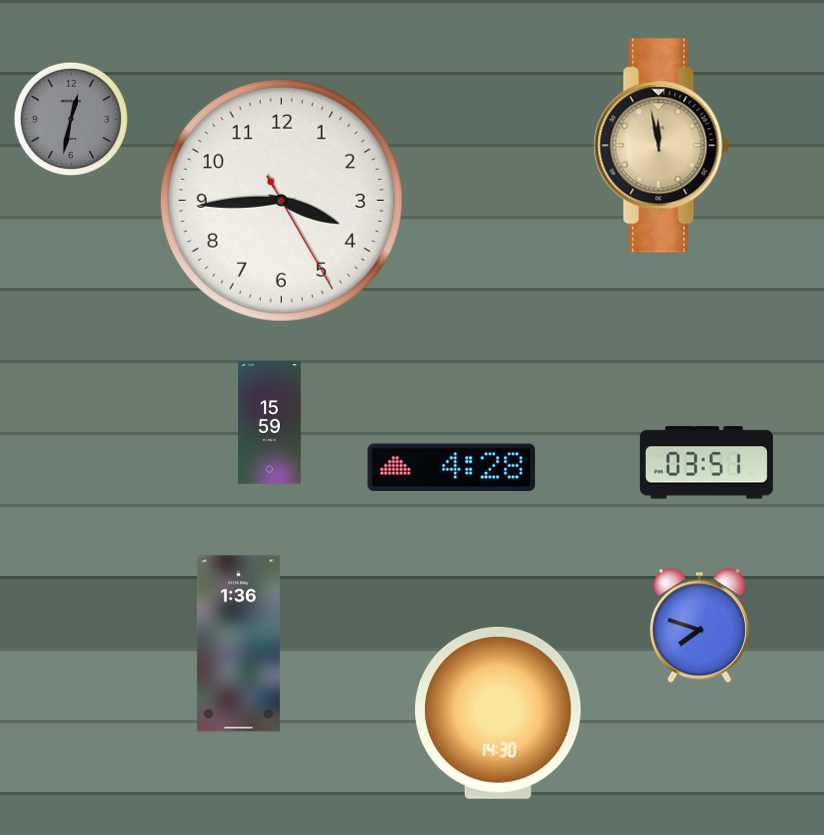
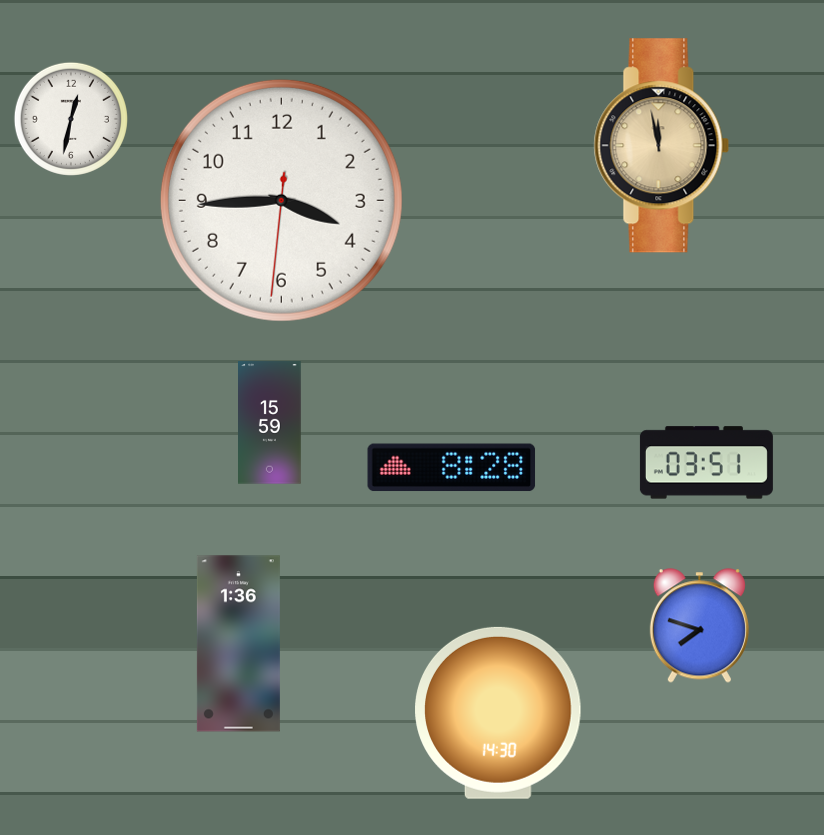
clock at (71, 119) dial: grey -> white
clock at (281, 200): 3:44:25 -> 3:44:31
clock at (452, 468): 4:28 -> 8:28
